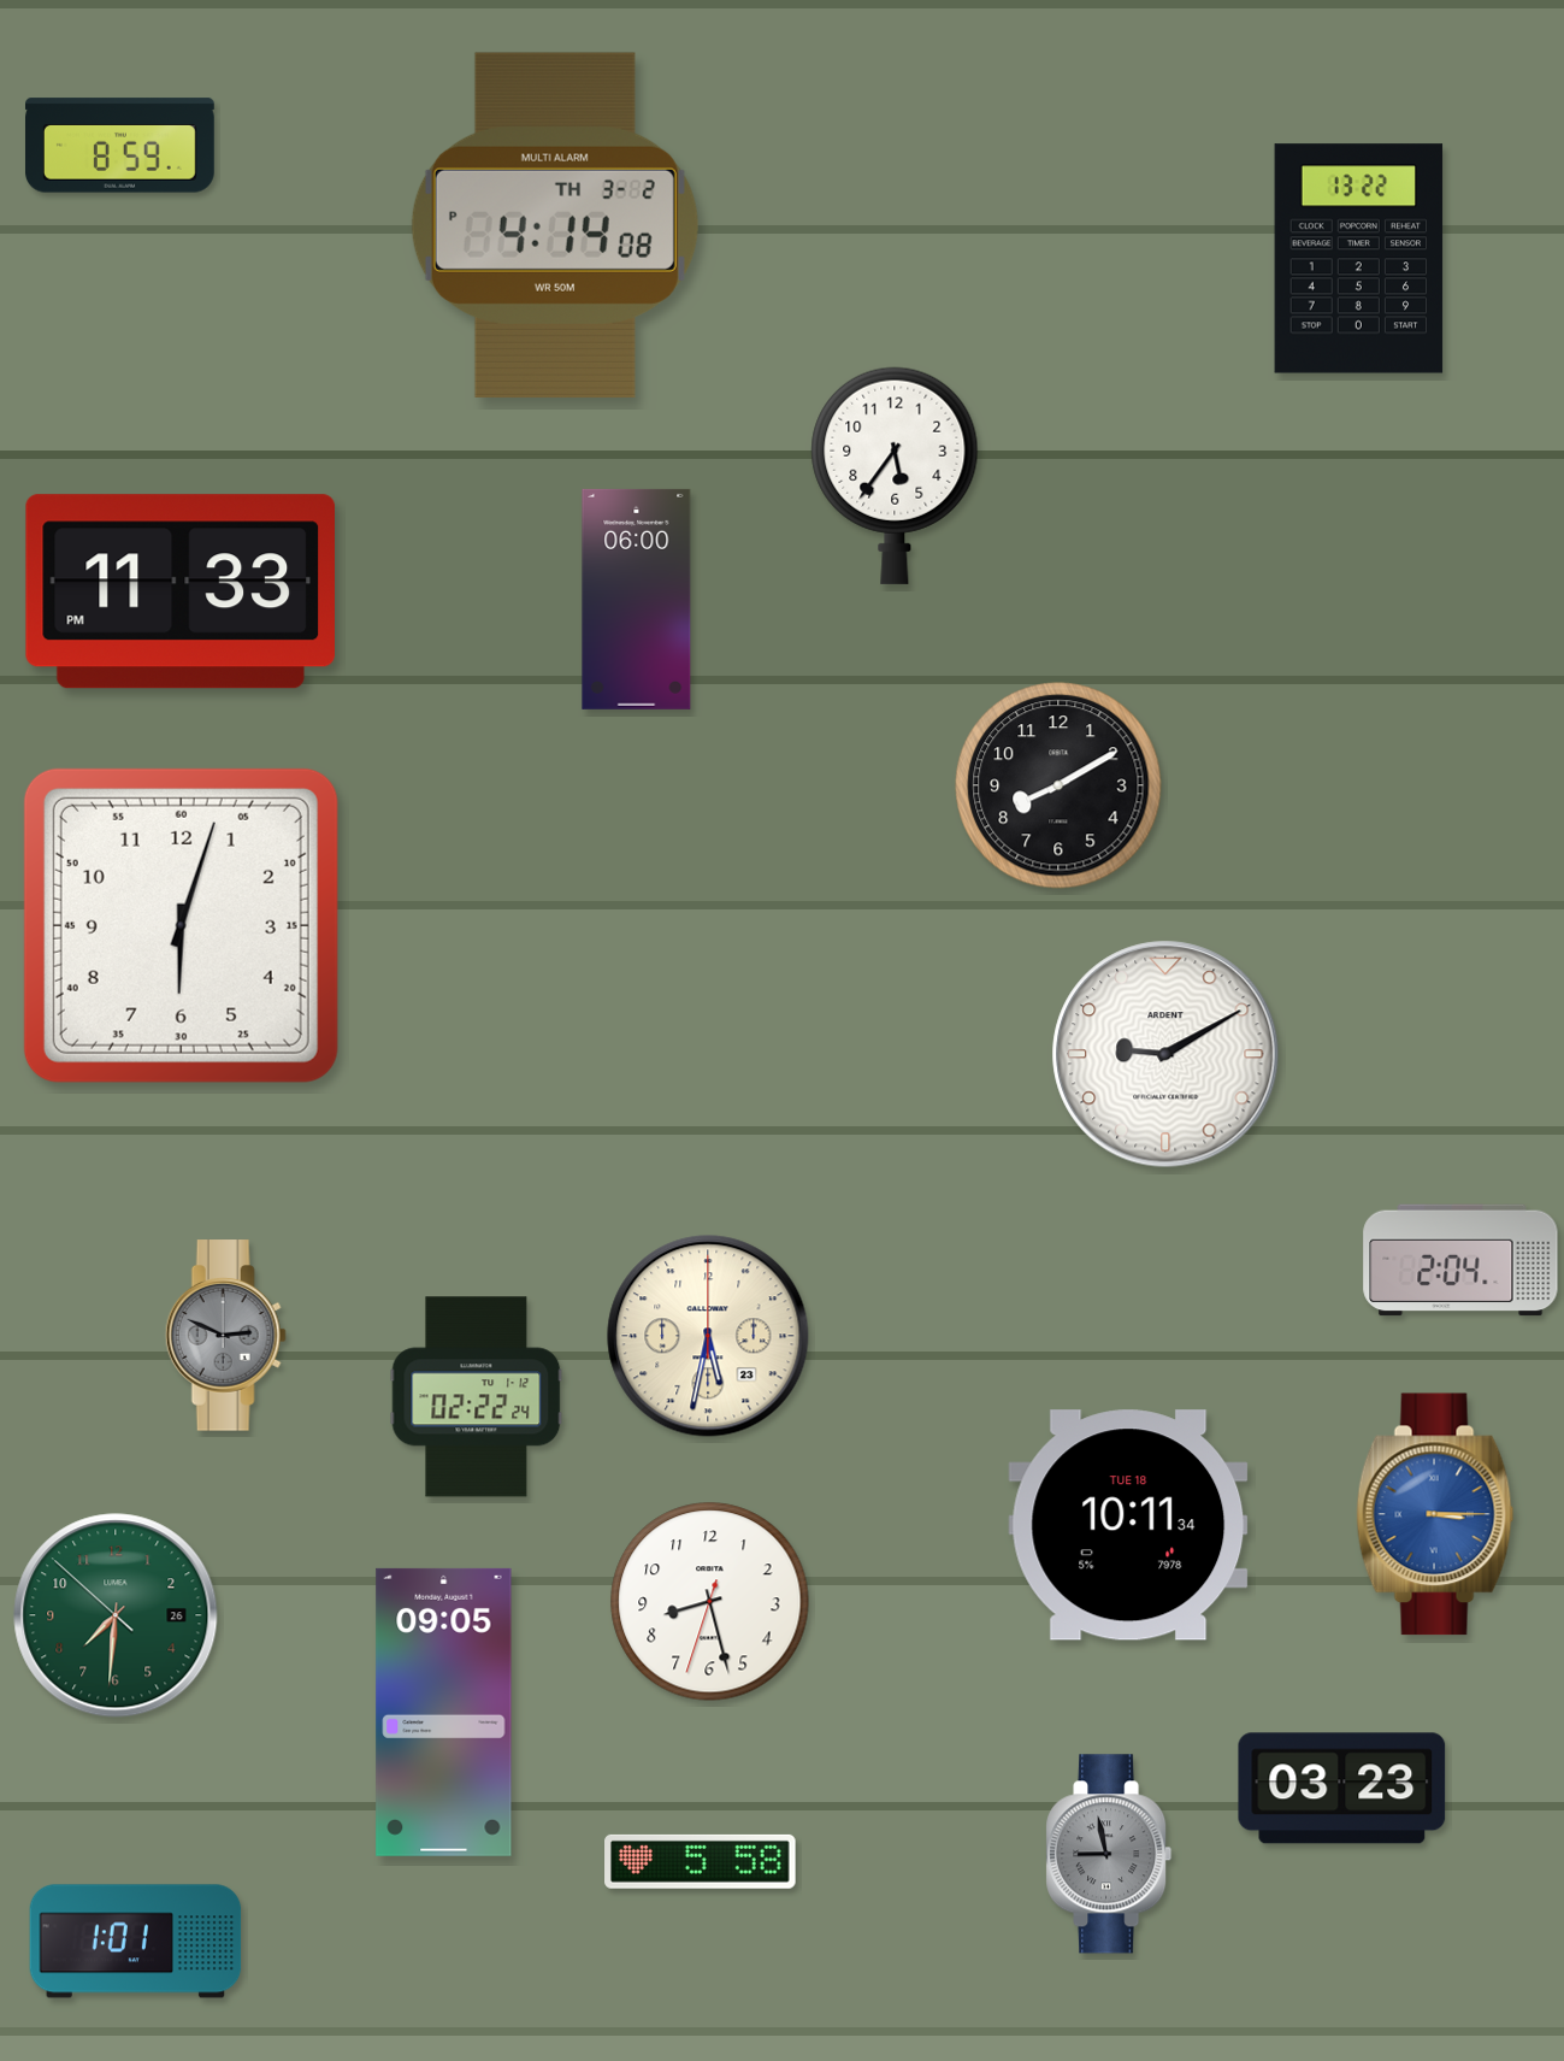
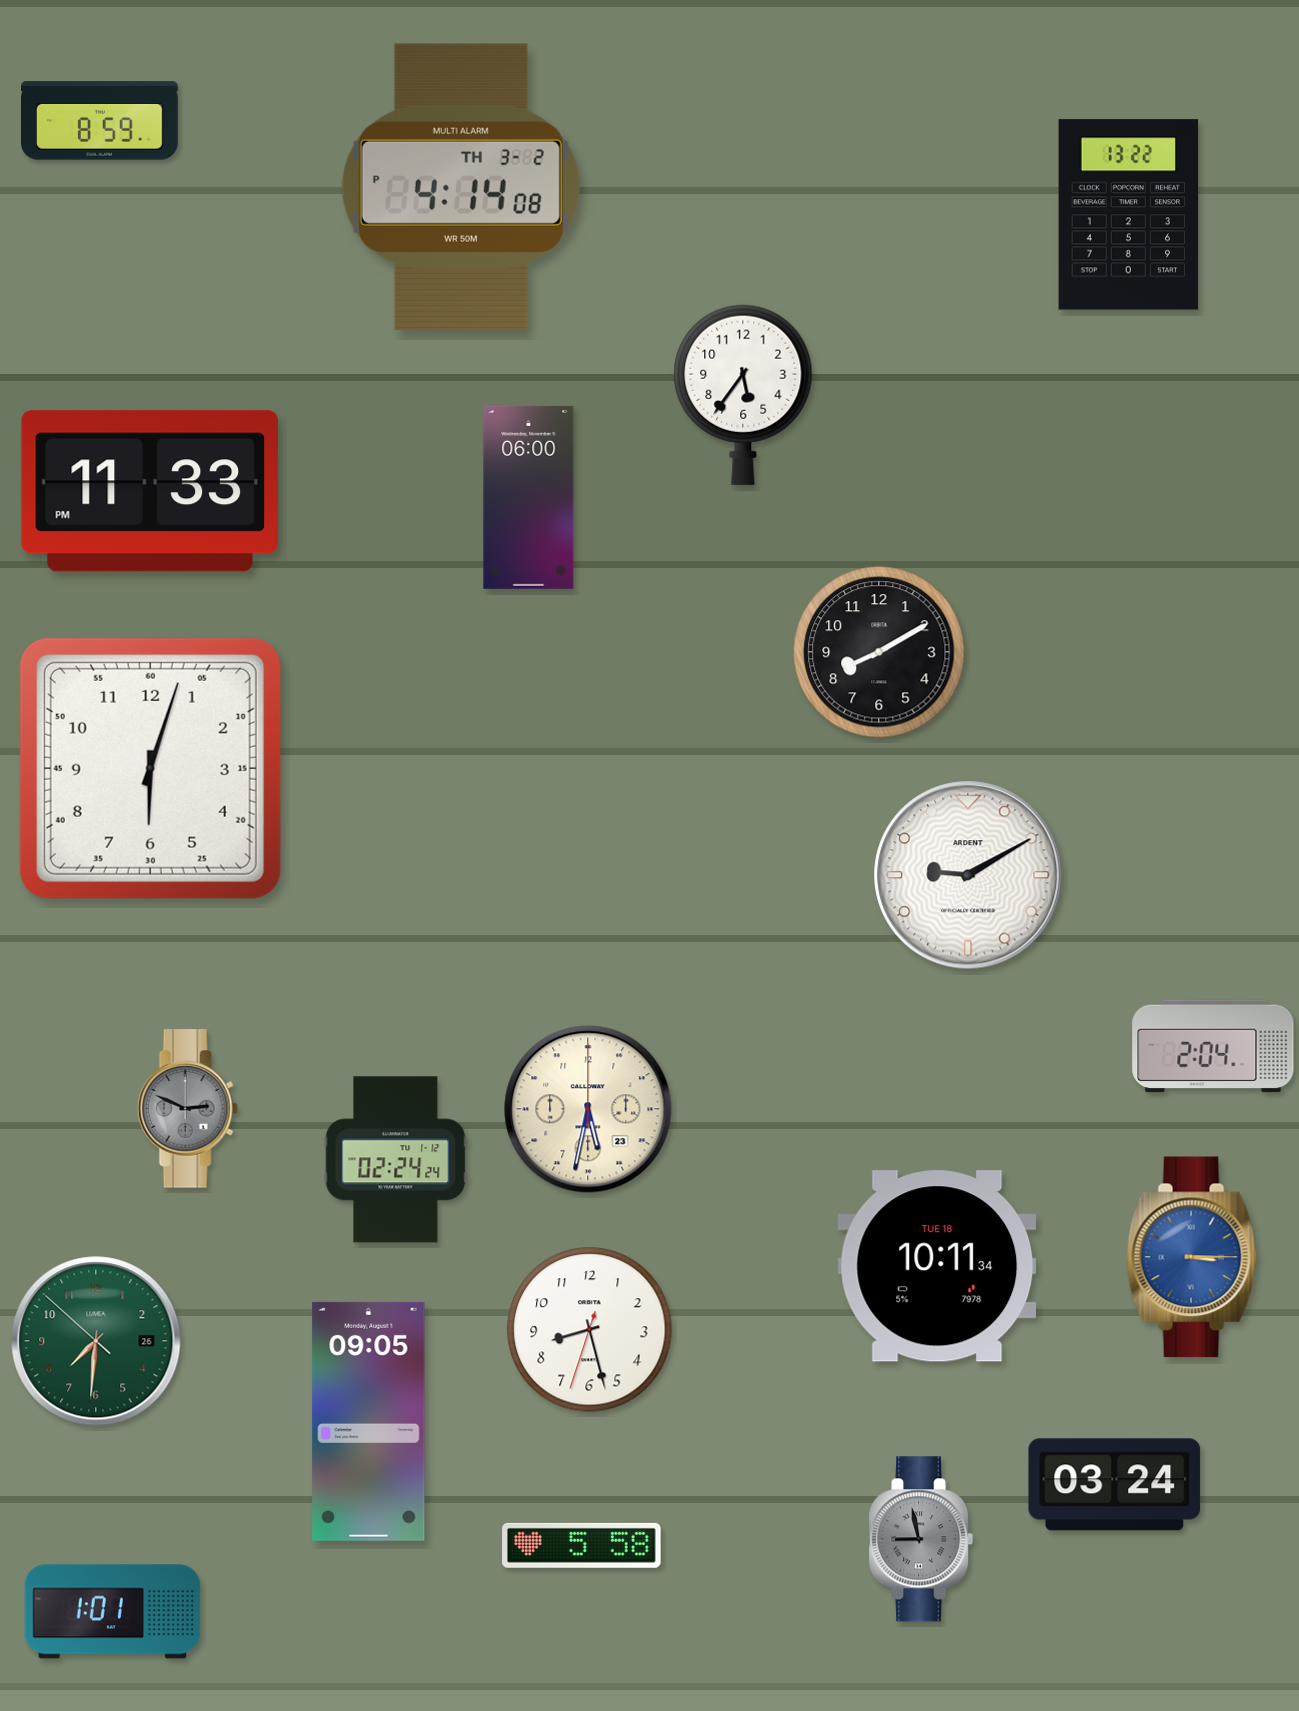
clock at (477, 1397): 02:22 -> 02:24
clock at (1342, 1789): 03:23 -> 03:24
